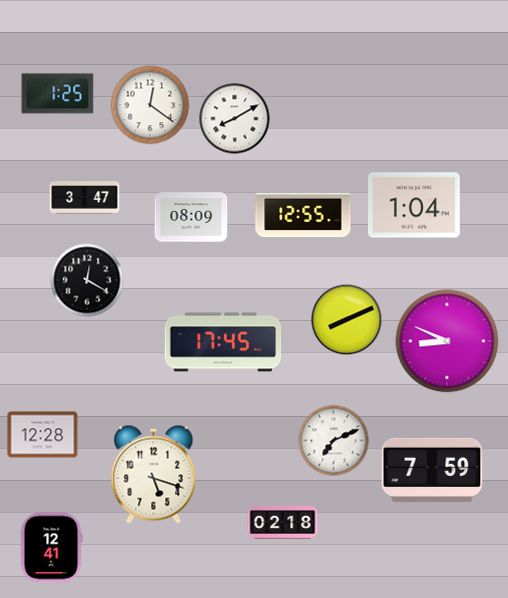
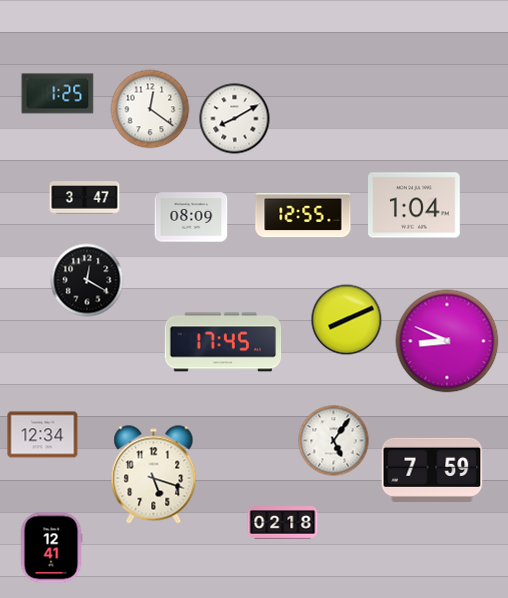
clock at (150, 105) position: (150, 105) -> (150, 109)
clock at (43, 435): 12:28 -> 12:34
clock at (334, 441): 7:11 -> 5:06
